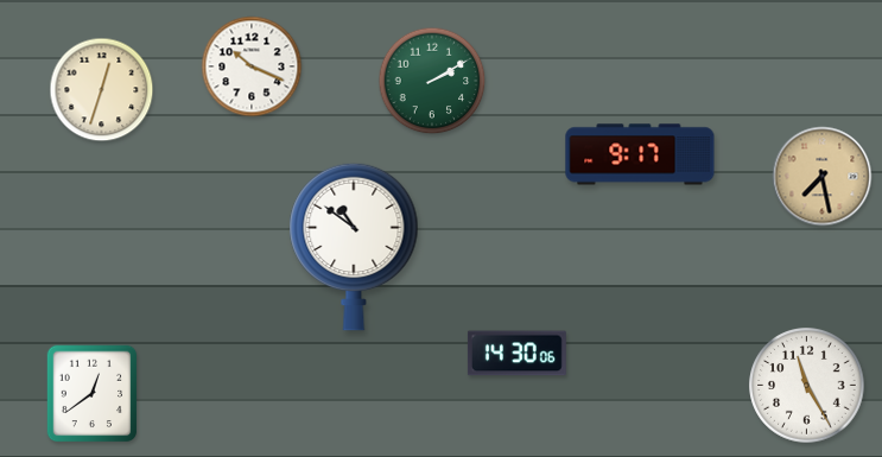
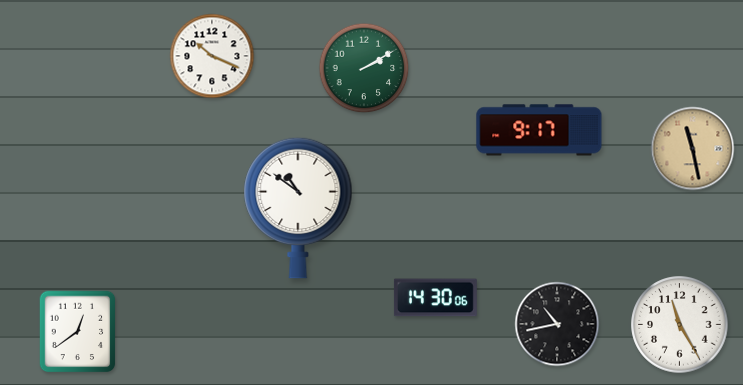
clock at (102, 90): 12:33 -> none
clock at (823, 177): 7:28 -> 11:28
clock at (557, 324): none -> 10:43
